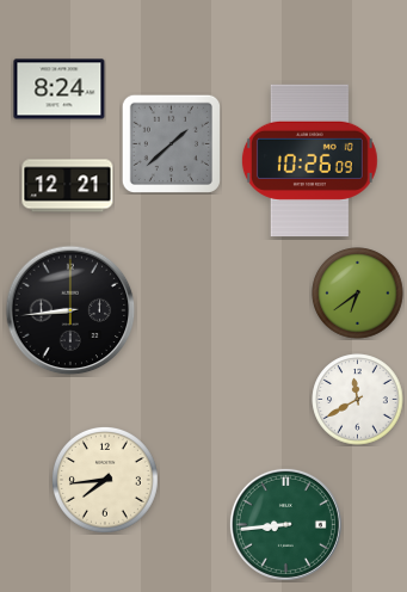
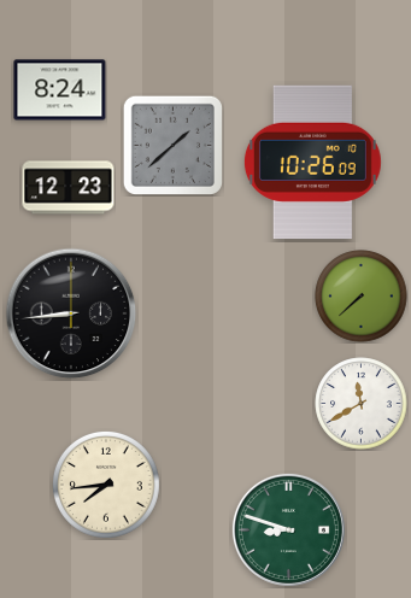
clock at (68, 186): 12:21 -> 12:23
clock at (358, 294): 6:39 -> 7:38
clock at (285, 524): 8:44 -> 8:48
